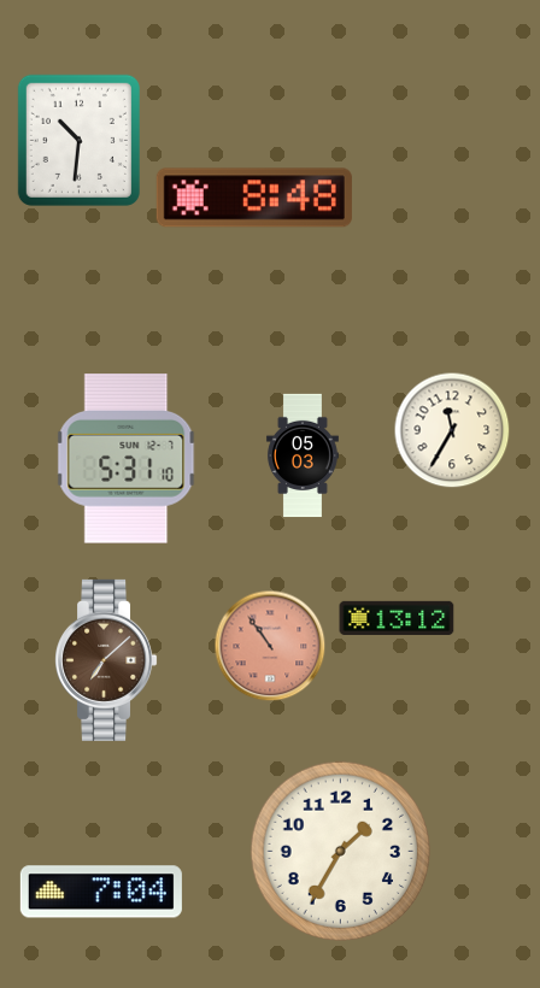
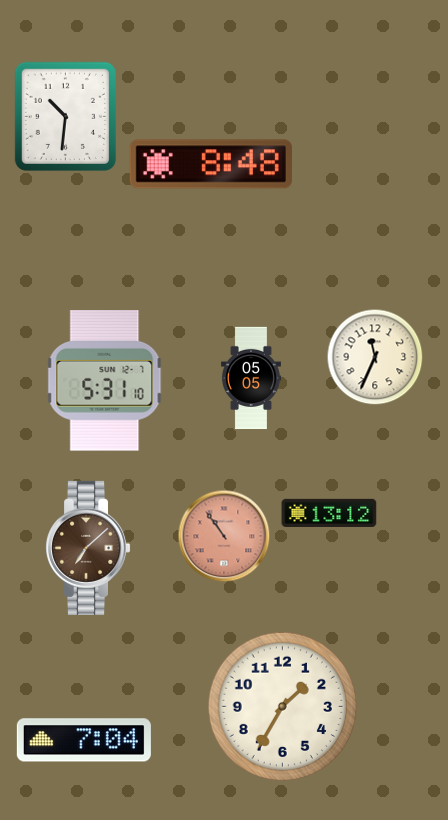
clock at (452, 430): 11:35 -> 11:34
clock at (303, 455): 05:03 -> 05:05
